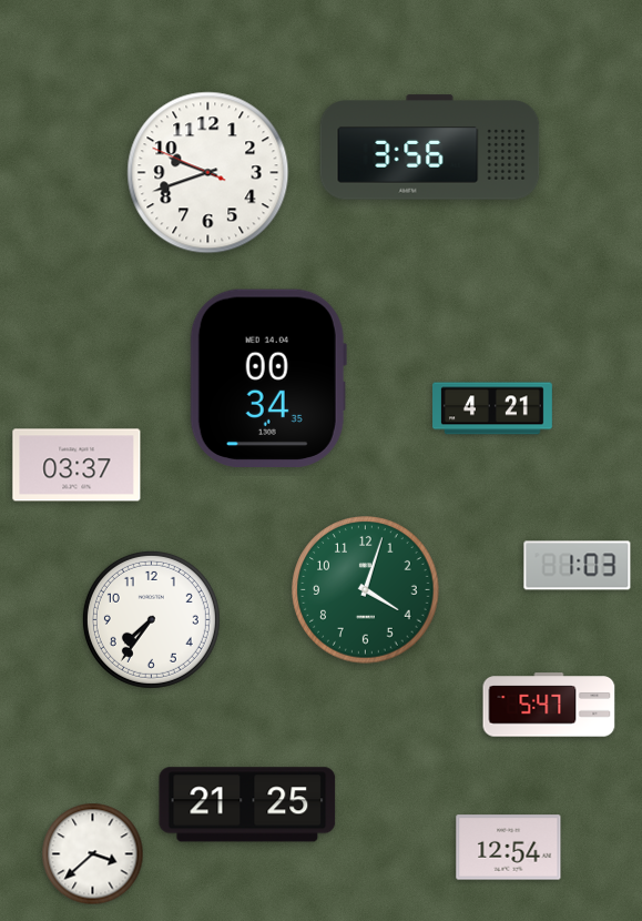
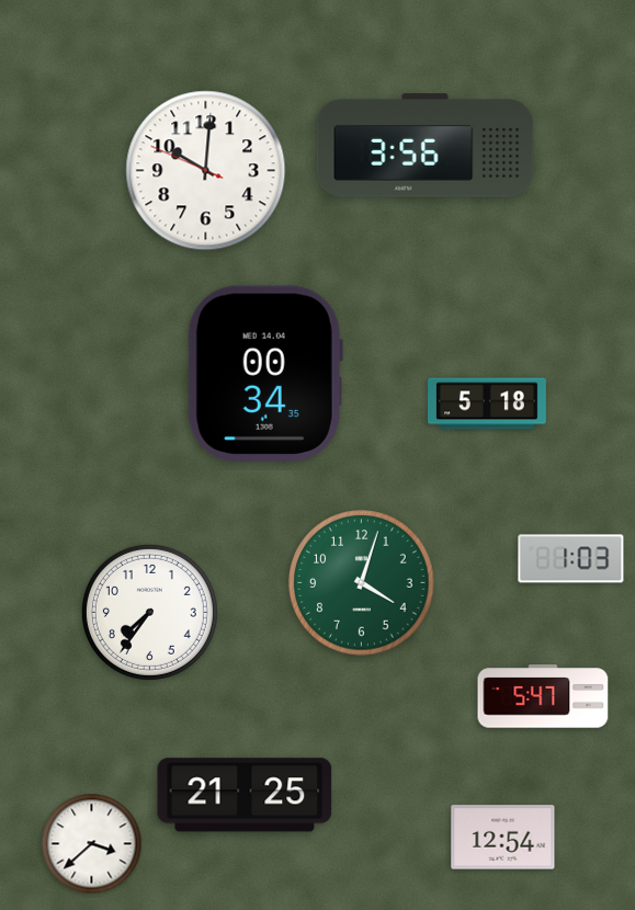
clock at (208, 173): 9:41 -> 10:00
clock at (493, 408): 4:21 -> 5:18
clock at (77, 465): 03:37 -> none
